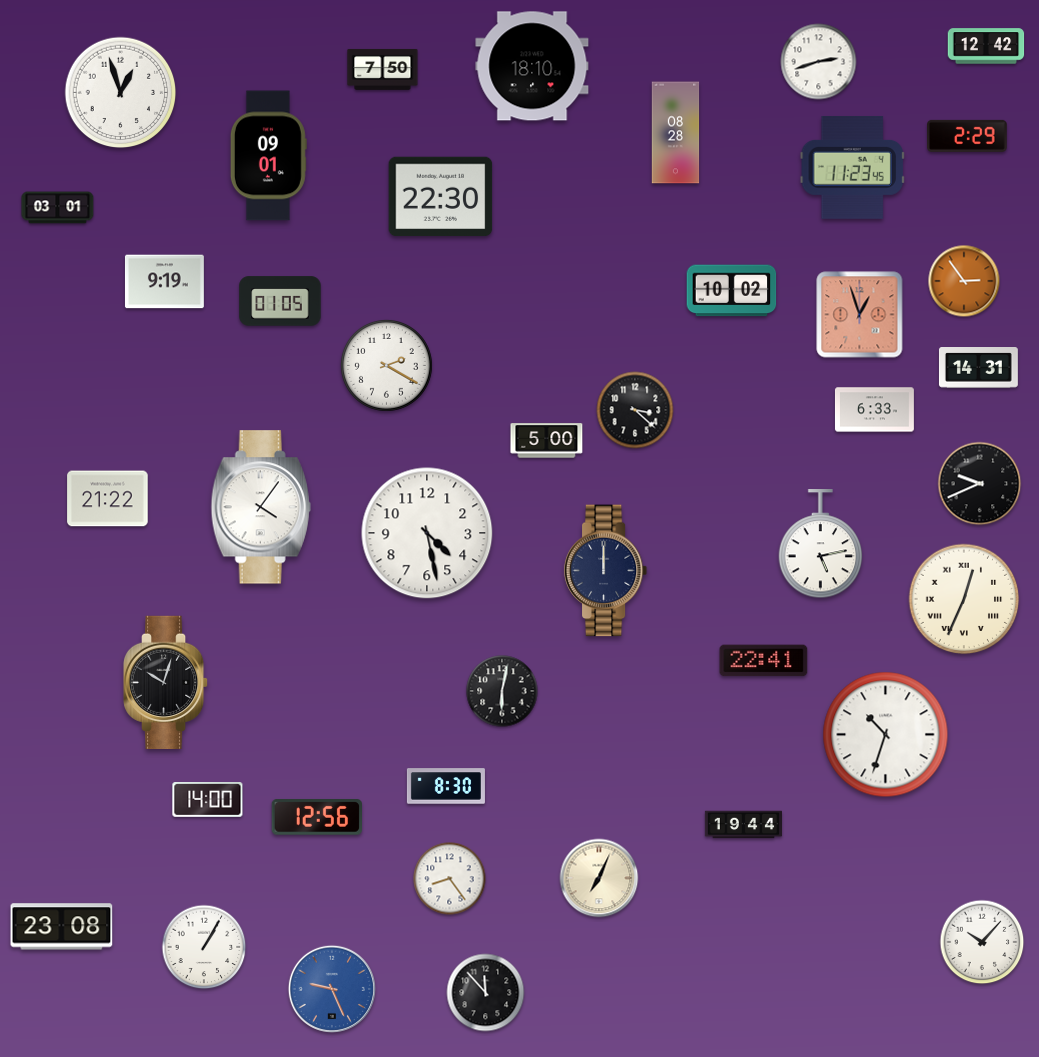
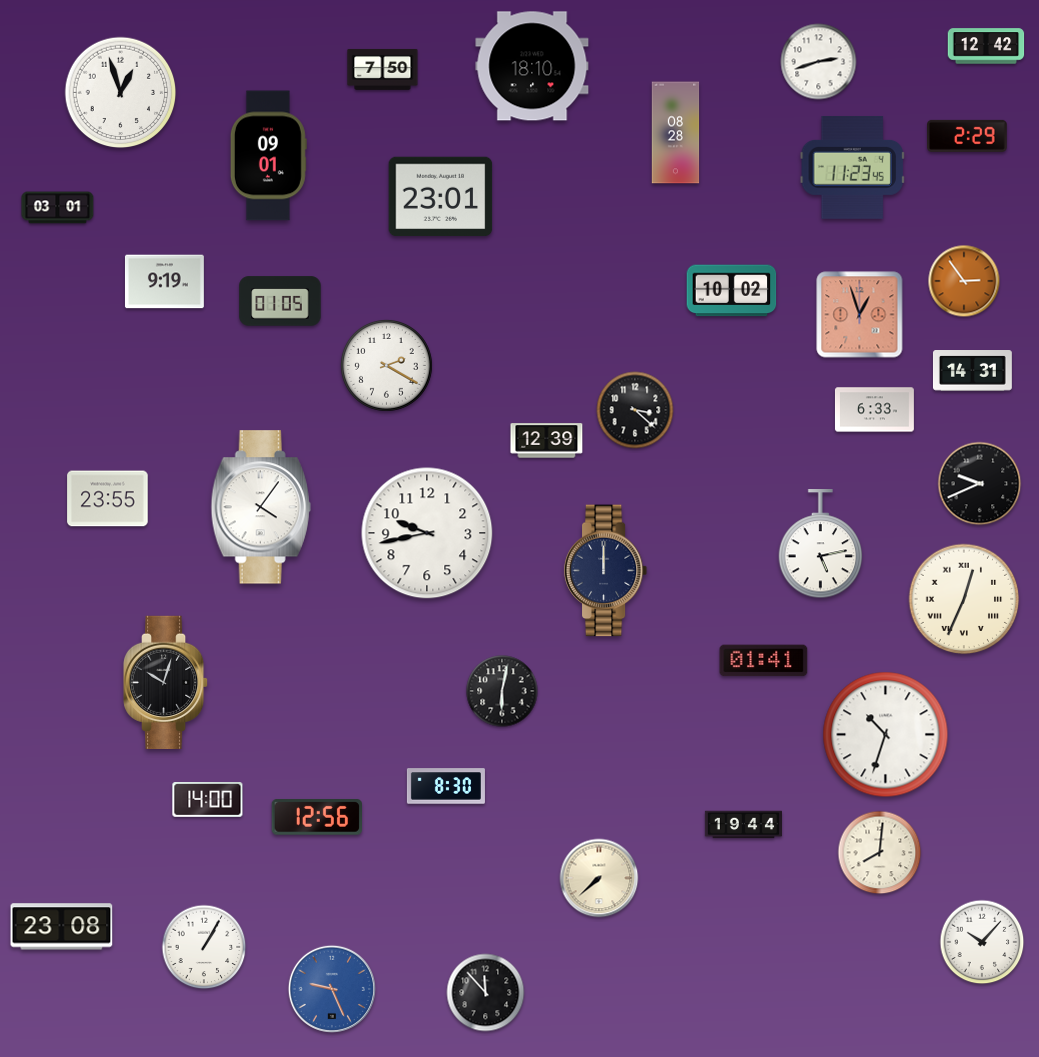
clock at (441, 197): 22:30 -> 23:01
clock at (978, 368) position: (978, 368) -> (972, 371)
clock at (547, 441): 5:00 -> 12:39
clock at (108, 499): 21:22 -> 23:55
clock at (427, 533): 4:28 -> 9:43
clock at (764, 661): 22:41 -> 01:41
clock at (880, 853): none -> 8:01
clock at (599, 878): 7:04 -> 7:38
clock at (450, 879): 8:24 -> none
